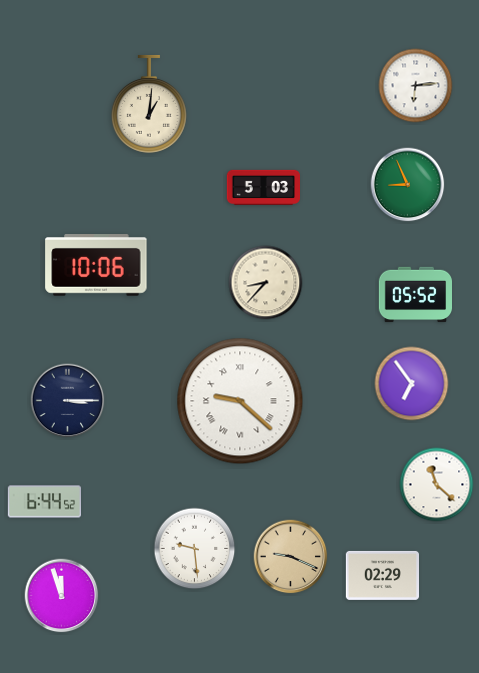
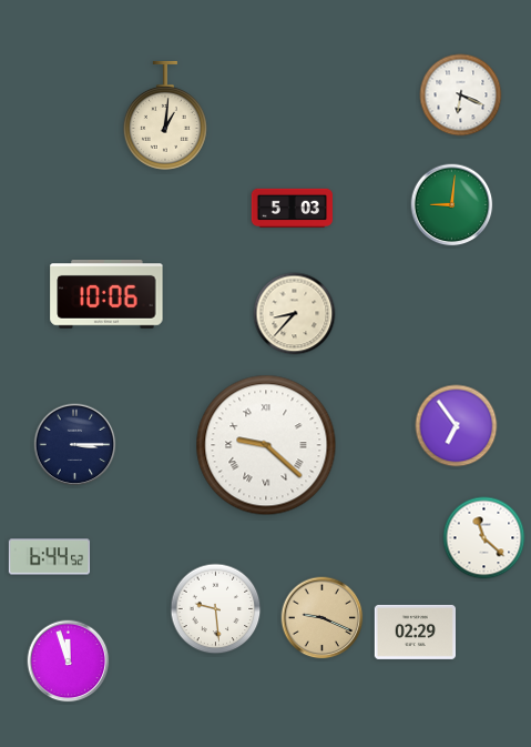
clock at (416, 86): 6:14 -> 6:19
clock at (408, 185): 8:56 -> 9:01
clock at (415, 295): 05:52 -> none
clock at (382, 575) position: (382, 575) -> (415, 632)
